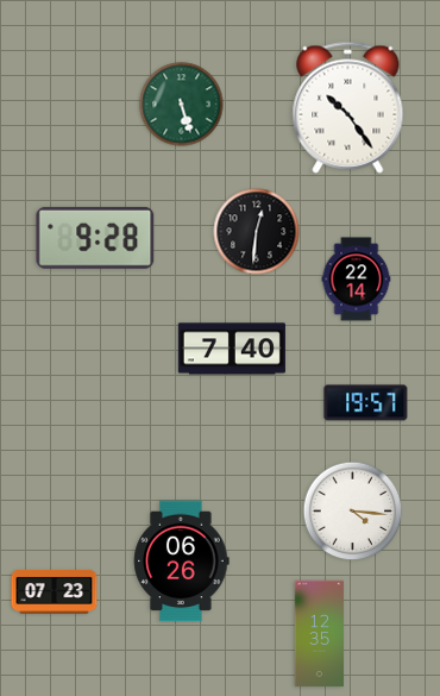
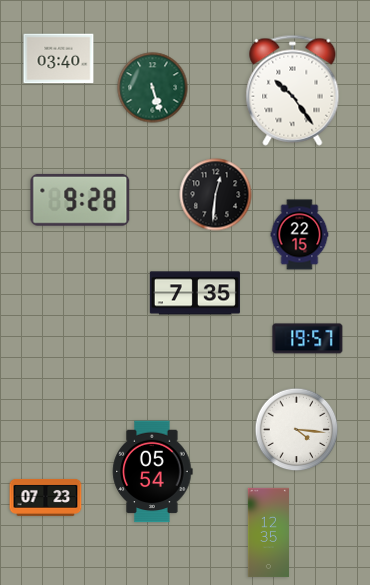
clock at (59, 59): none -> 03:40
clock at (357, 280): 22:14 -> 22:15
clock at (232, 349): 7:40 -> 7:35
clock at (182, 562): 06:26 -> 05:54
